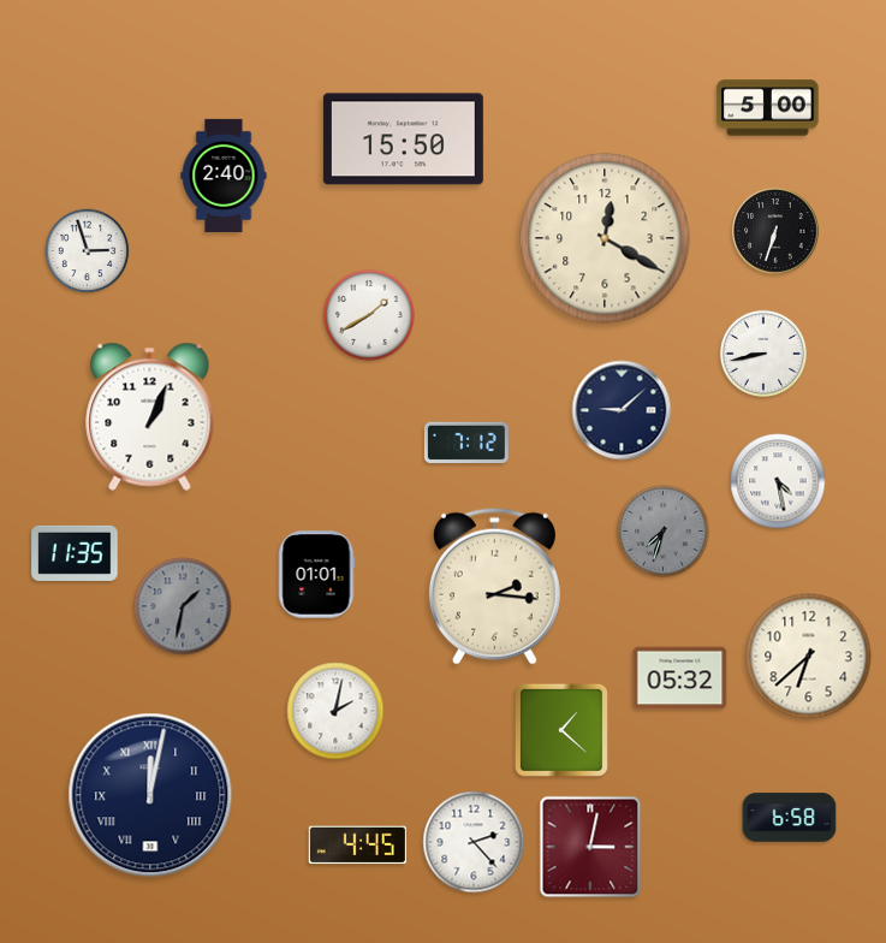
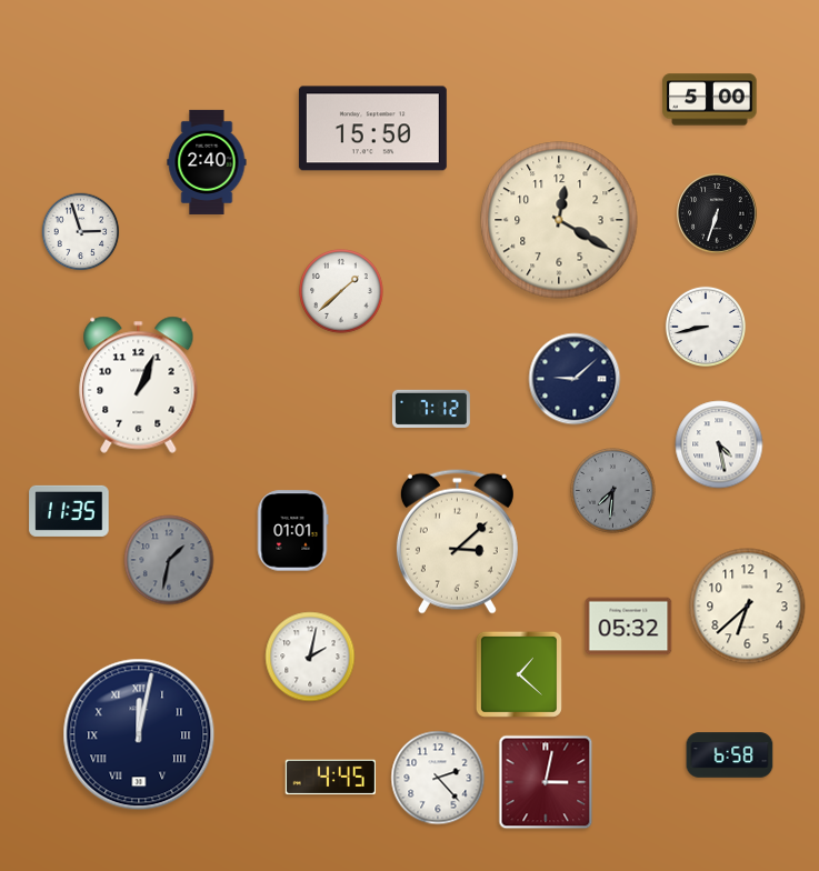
clock at (369, 315): 1:40 -> 1:38
clock at (664, 532): 7:33 -> 7:31
clock at (494, 586): 2:16 -> 3:08
clock at (357, 846) position: (357, 846) -> (330, 778)
